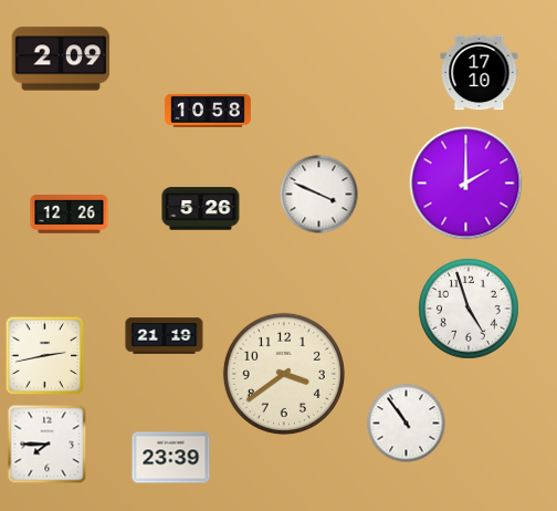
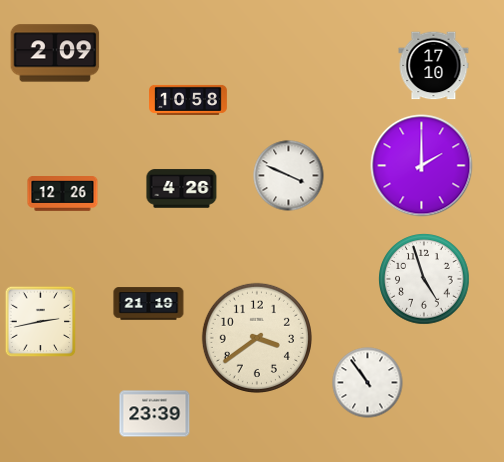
clock at (201, 209): 5:26 -> 4:26
clock at (48, 445): 7:45 -> none
